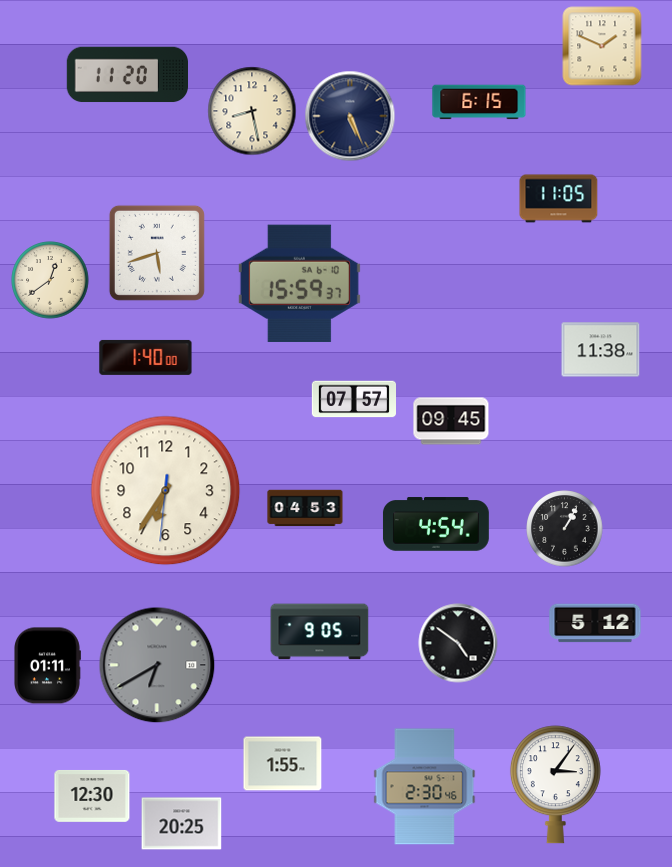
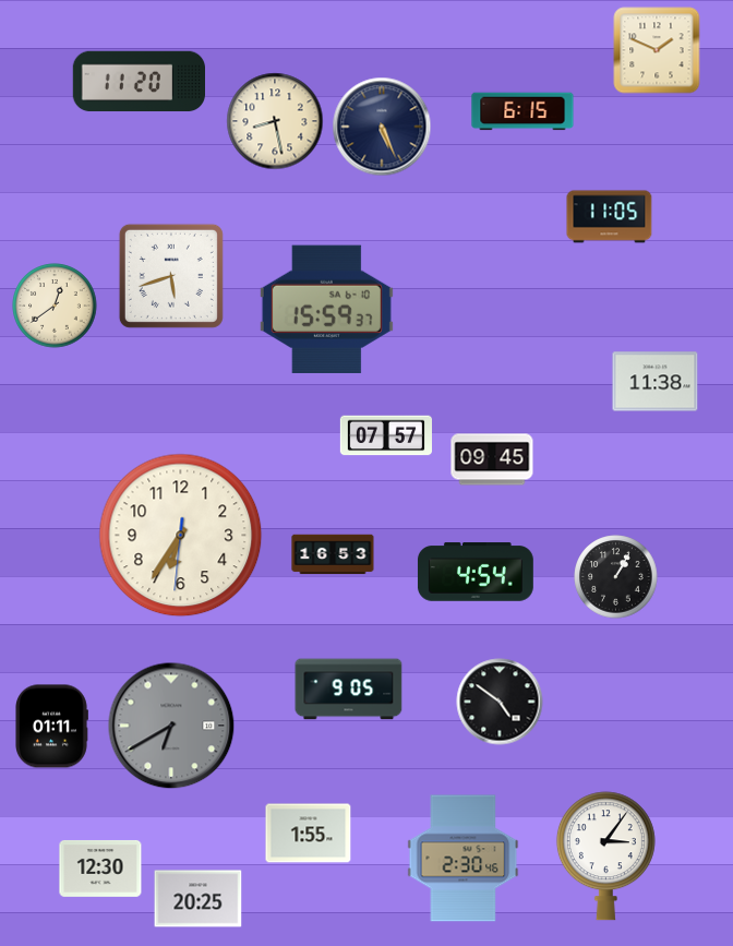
clock at (146, 357): 1:40 -> none
clock at (305, 508): 04:53 -> 16:53
clock at (595, 623): 5:12 -> none
